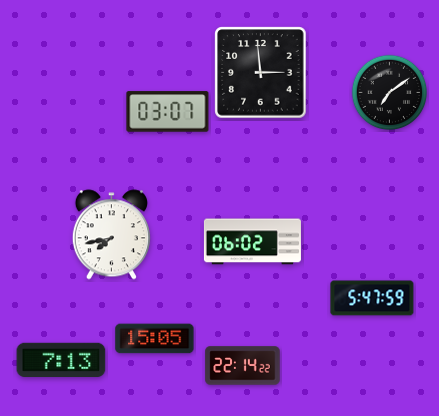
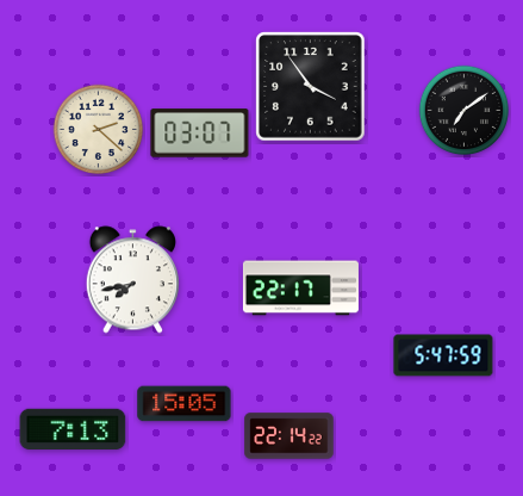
clock at (261, 73): 2:59 -> 3:54
clock at (99, 130): none -> 2:22
clock at (252, 242): 06:02 -> 22:17
